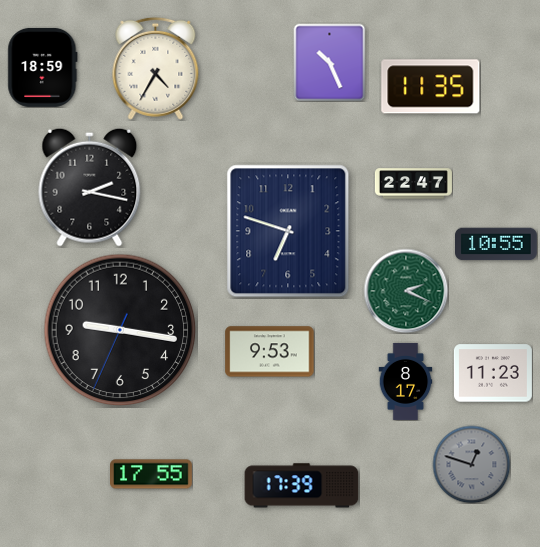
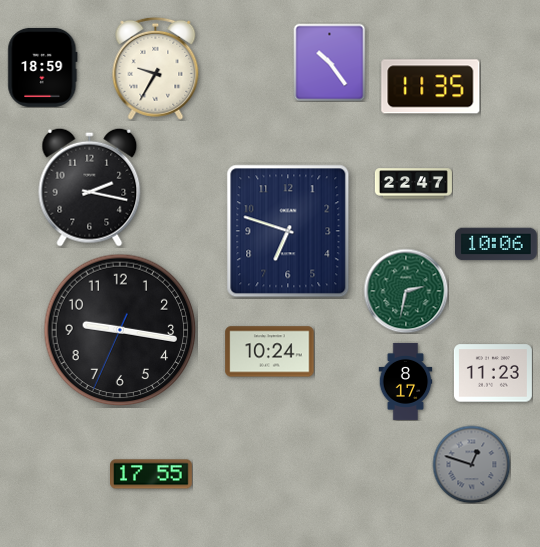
clock at (330, 62): 10:26 -> 10:24
clock at (156, 68): 4:35 -> 9:35
clock at (497, 244): 10:55 -> 10:06
clock at (406, 291): 2:19 -> 2:32
clock at (270, 352): 9:53 -> 10:24
clock at (302, 486): 17:39 -> none
